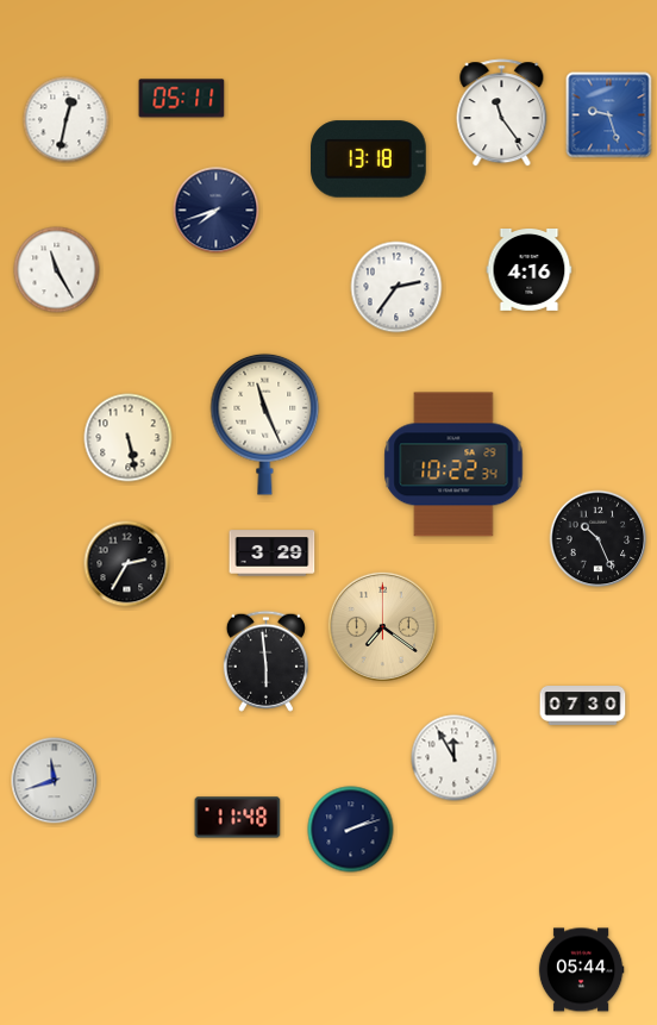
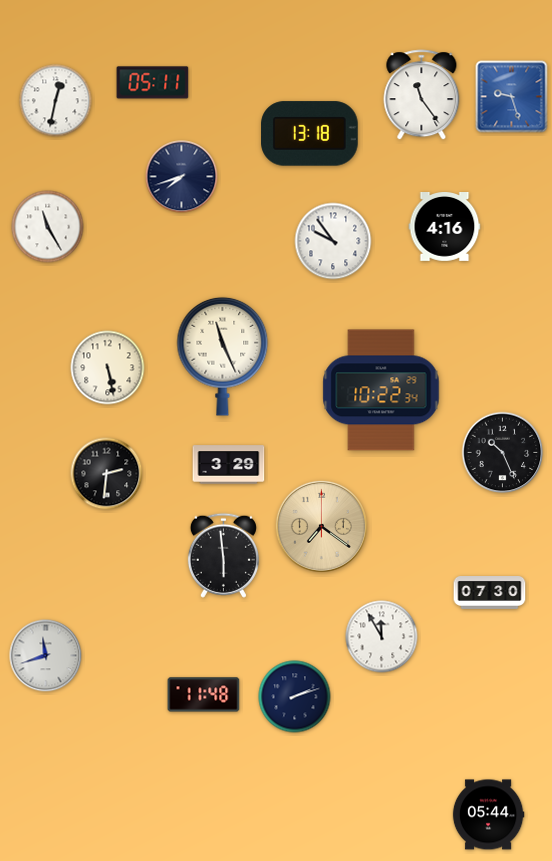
clock at (396, 287): 2:36 -> 9:54
clock at (127, 564): 2:35 -> 2:31
clock at (238, 818) position: (238, 818) -> (204, 695)
